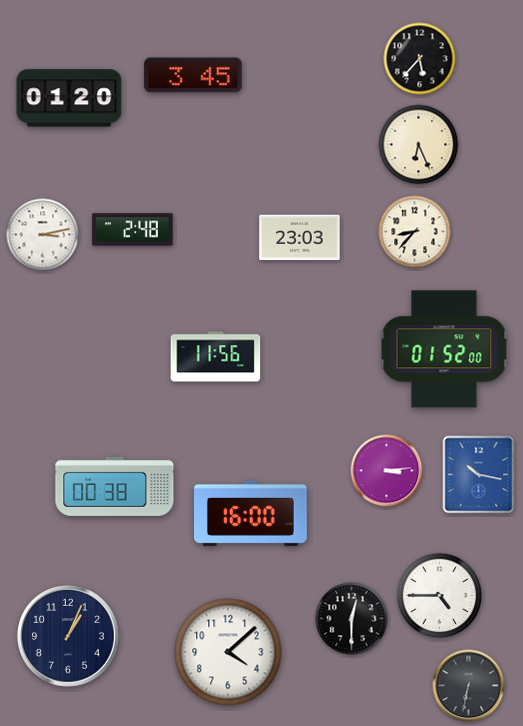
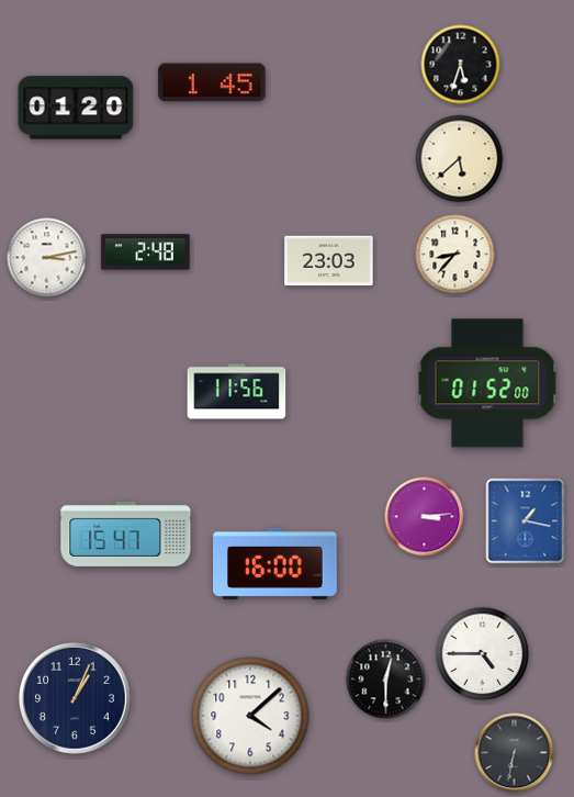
clock at (420, 59): 5:37 -> 5:33
clock at (193, 75): 3:45 -> 1:45
clock at (419, 145): 6:26 -> 5:38
clock at (479, 475): 10:17 -> 1:17
clock at (115, 486): 00:38 -> 15:47
